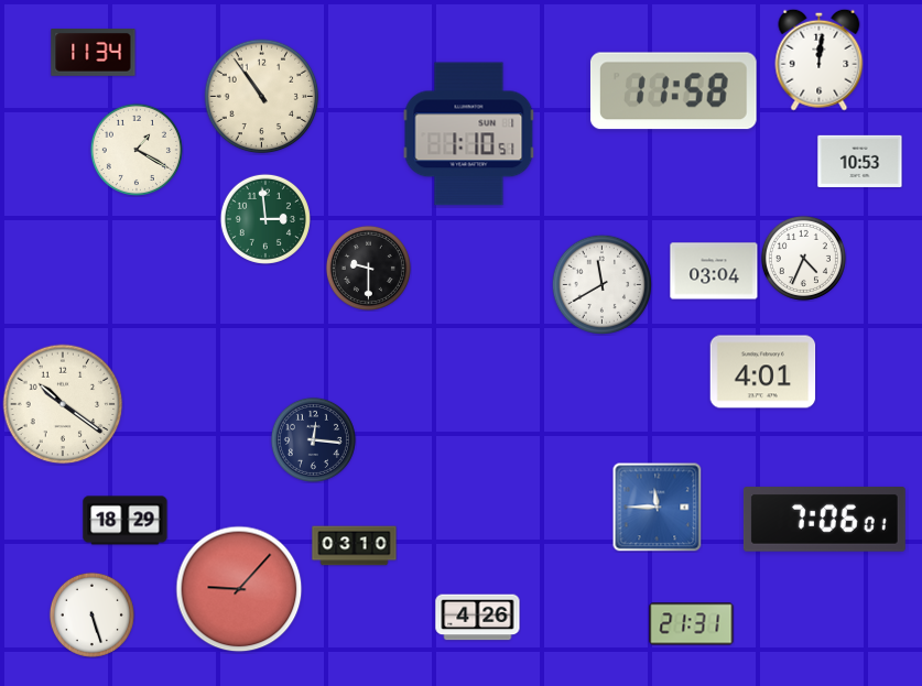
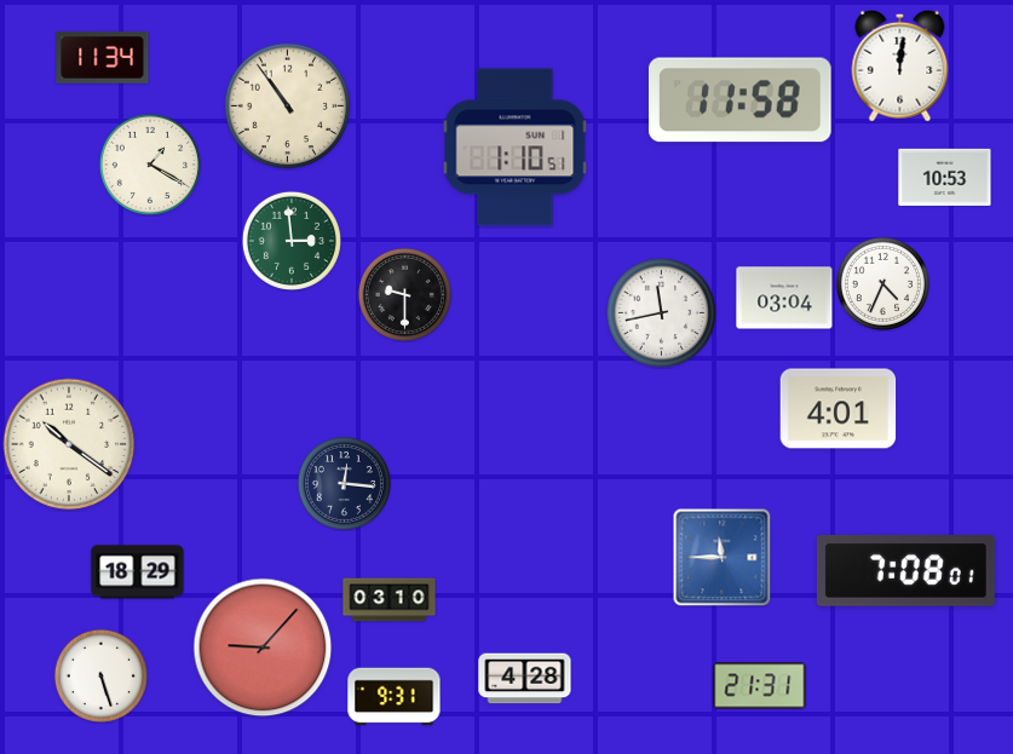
clock at (601, 284): 11:40 -> 11:43
clock at (824, 520): 7:06 -> 7:08
clock at (478, 618): 4:26 -> 4:28
clock at (395, 697): none -> 9:31
